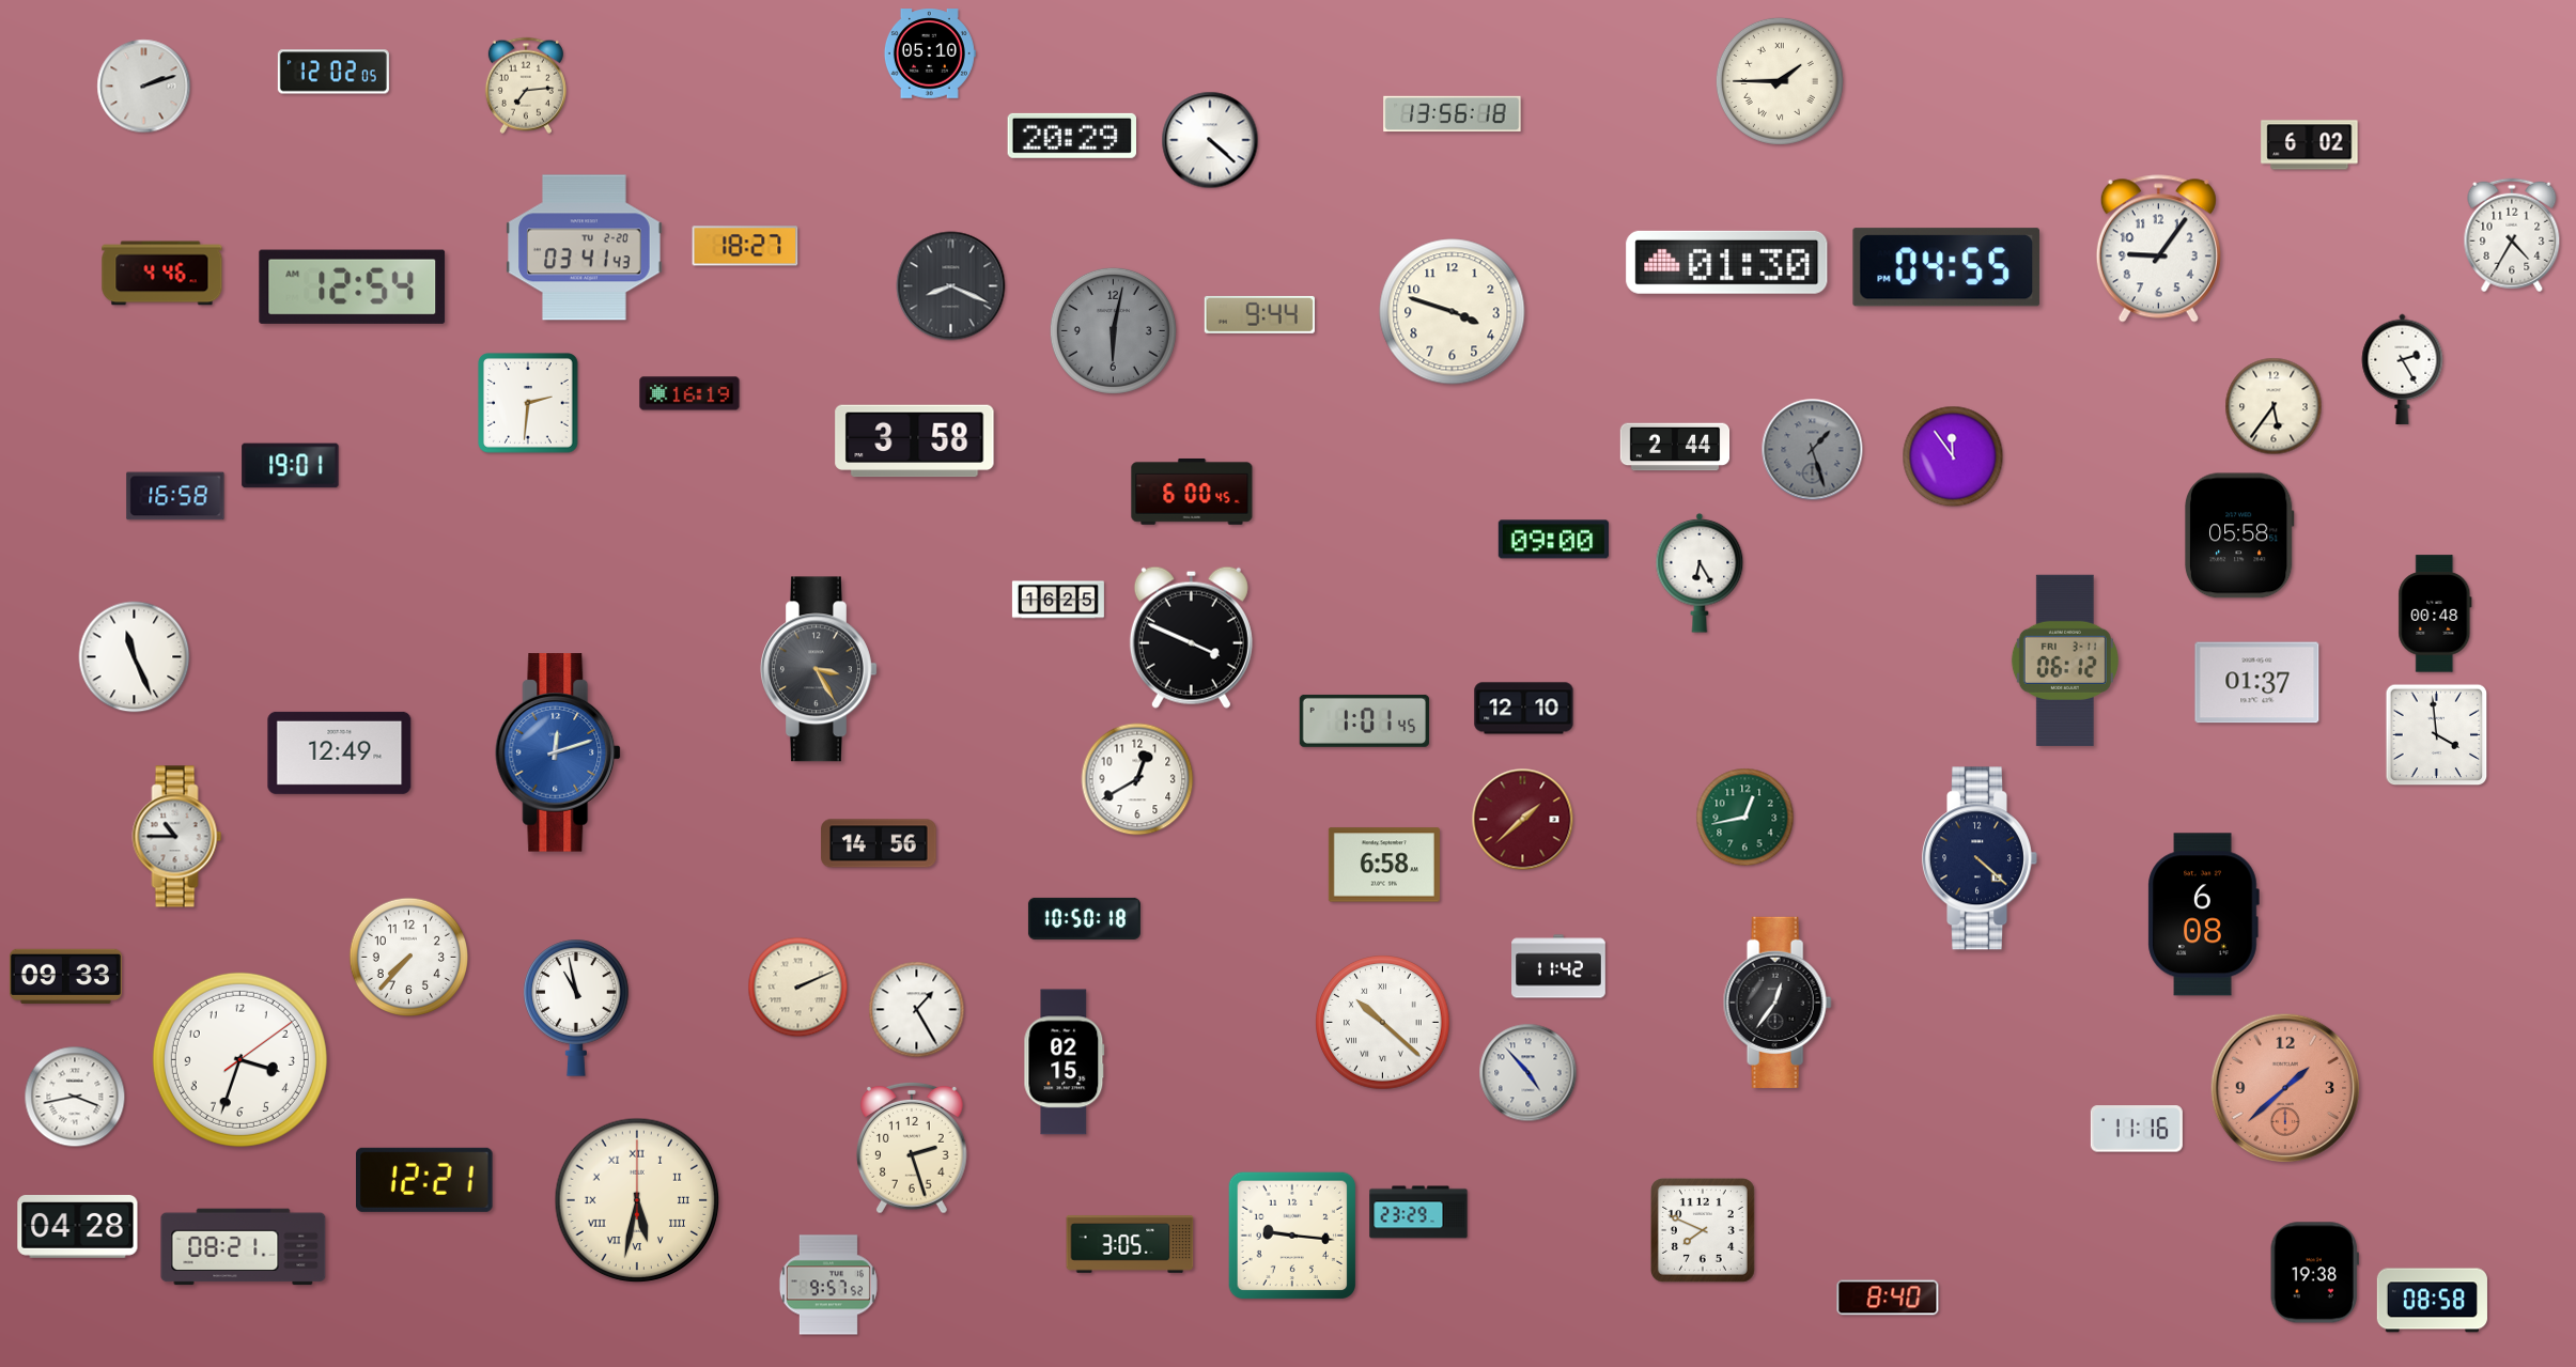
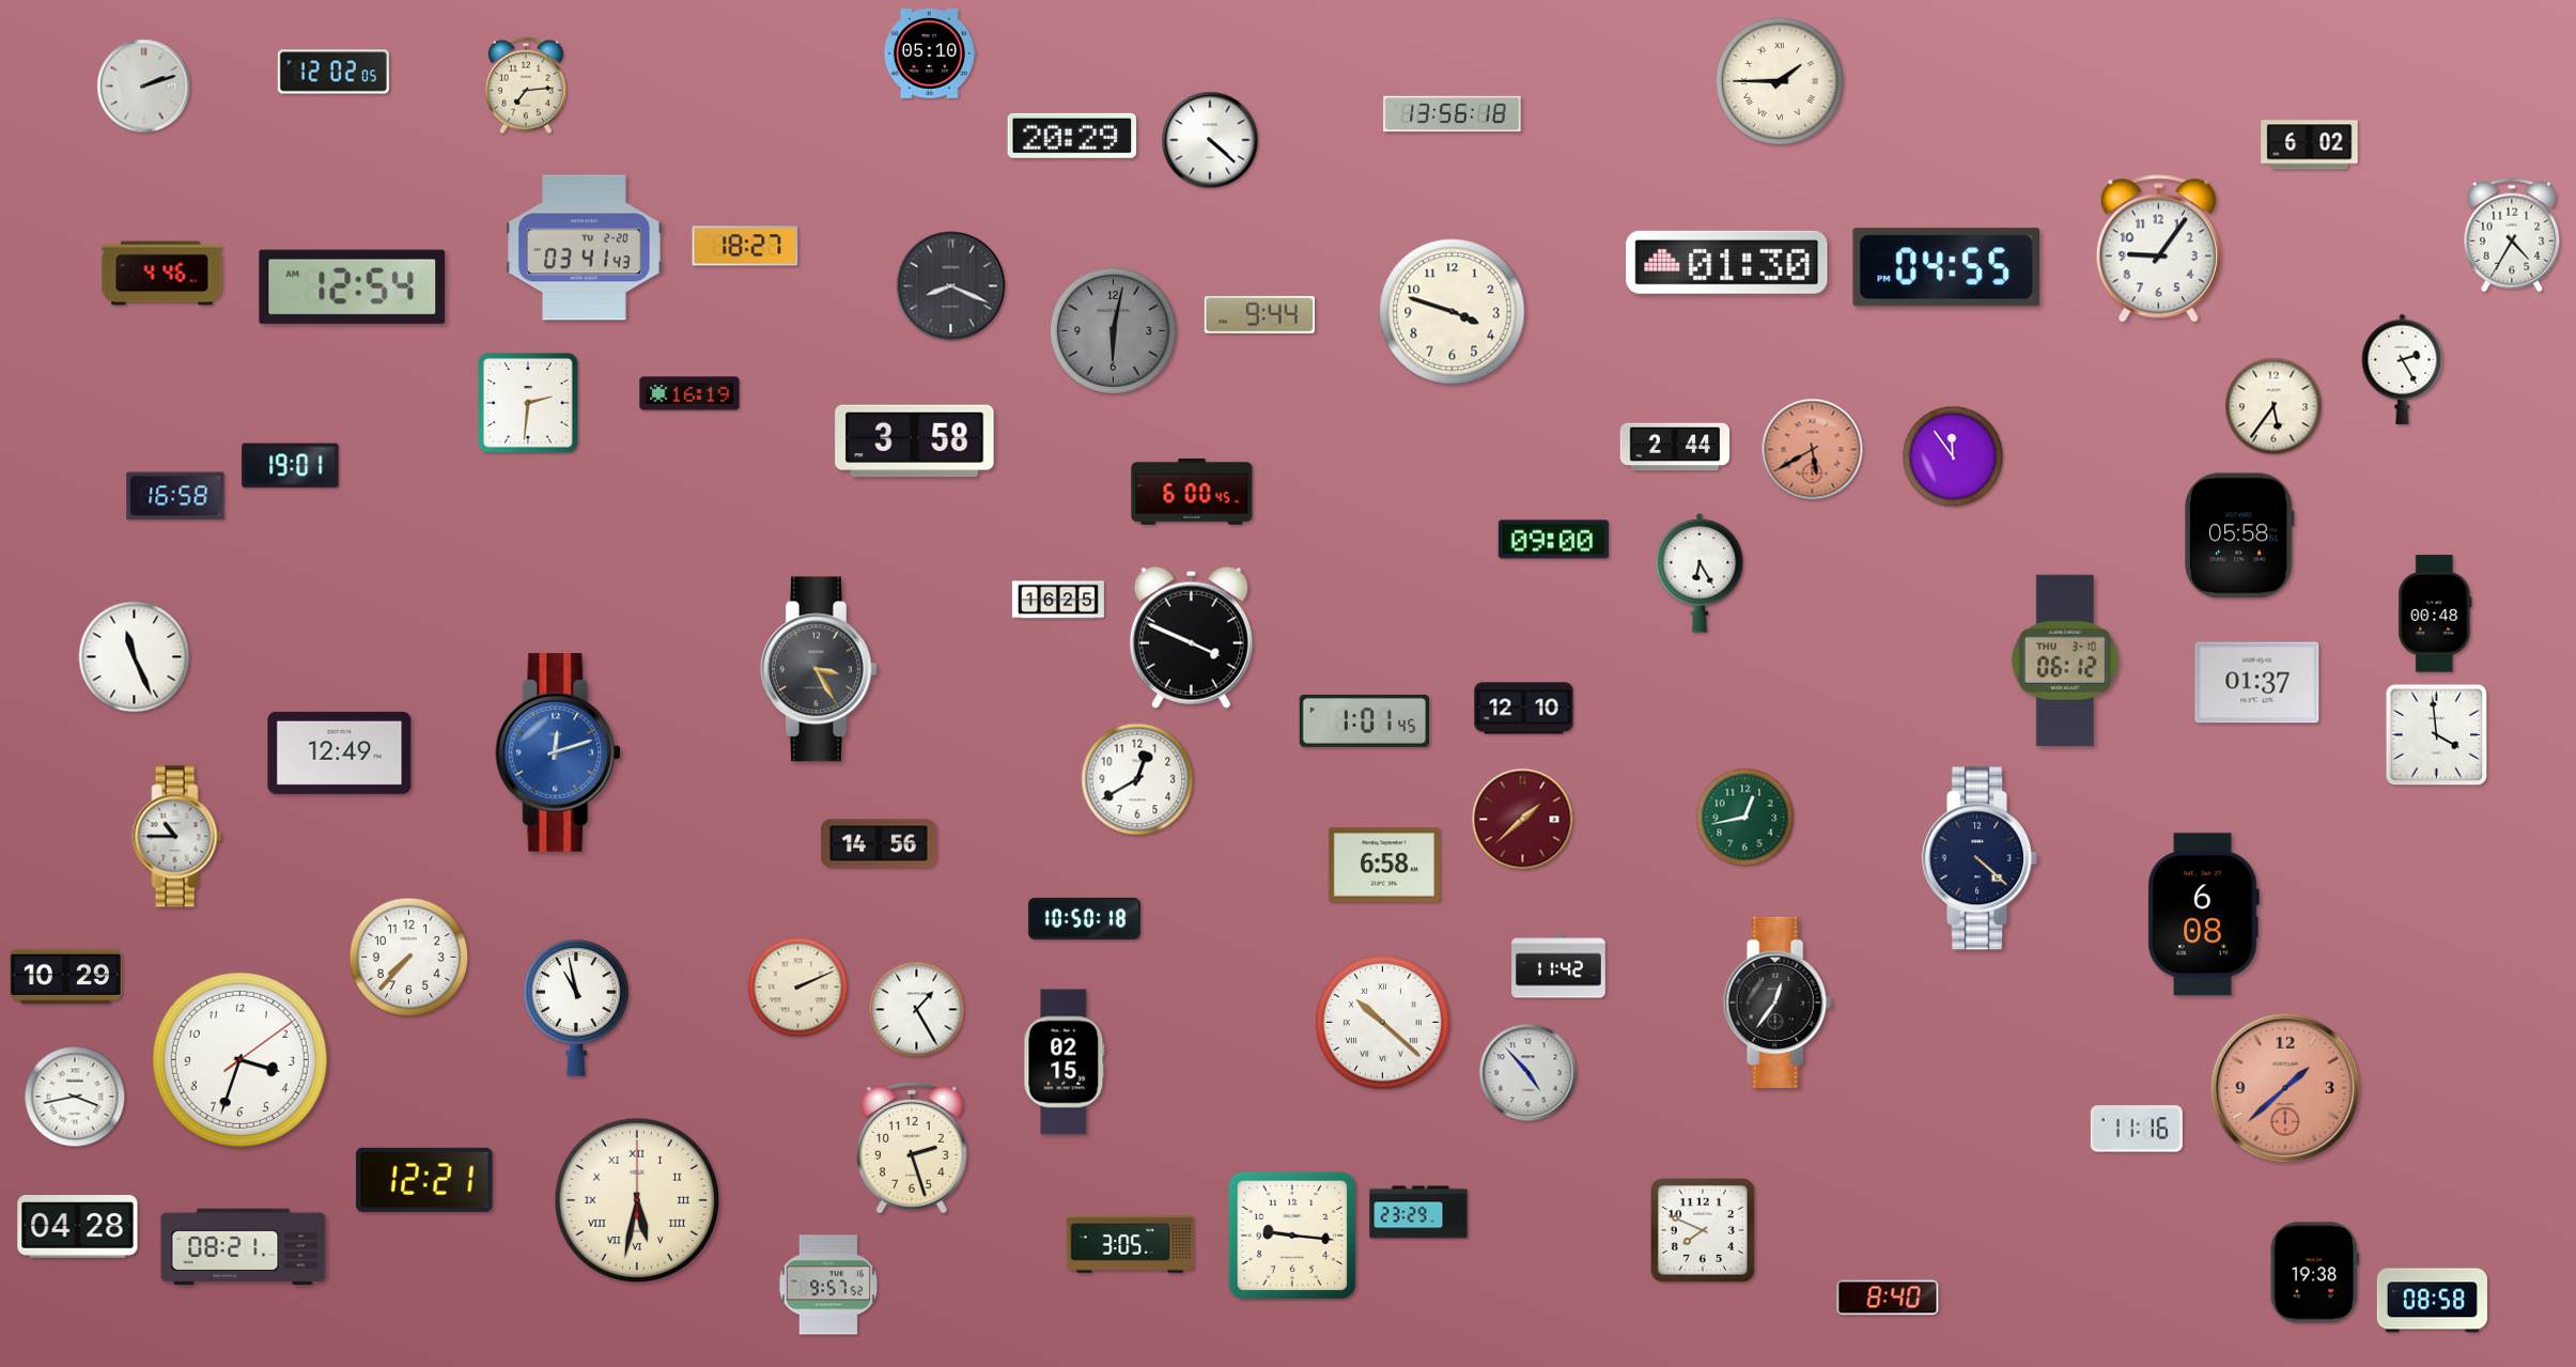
clock at (1813, 450): 1:27 -> 5:40
clock at (1813, 450) dial: grey -> salmon
clock at (2065, 661) date: FRI 3-11 -> THU 3-10
clock at (65, 976): 09:33 -> 10:29
